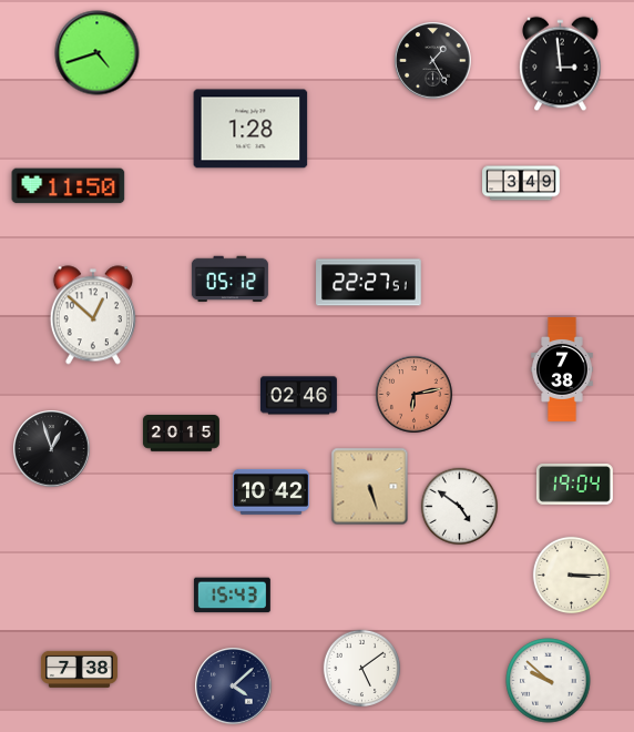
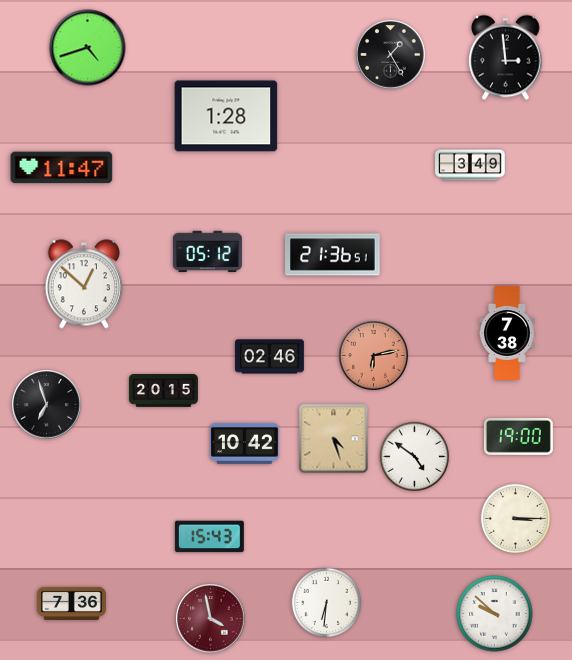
clock at (69, 186): 11:50 -> 11:47
clock at (369, 283): 22:27 -> 21:36
clock at (52, 449): 12:57 -> 6:57
clock at (574, 485): 19:04 -> 19:00
clock at (370, 487): 5:27 -> 4:27
clock at (79, 669): 7:38 -> 7:36
clock at (362, 669): 5:09 -> 6:31
clock at (234, 687): 4:08 -> 3:58
clock at (234, 687) dial: navy -> burgundy
